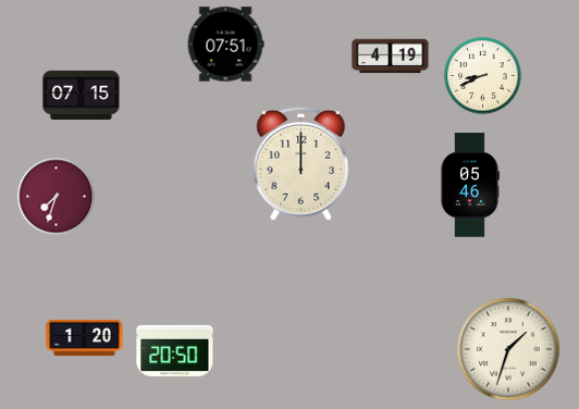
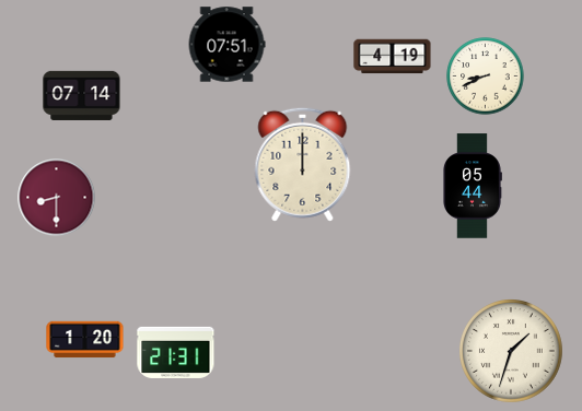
clock at (82, 95): 07:15 -> 07:14
clock at (469, 185): 05:46 -> 05:44
clock at (57, 197): 7:33 -> 8:30
clock at (175, 350): 20:50 -> 21:31
